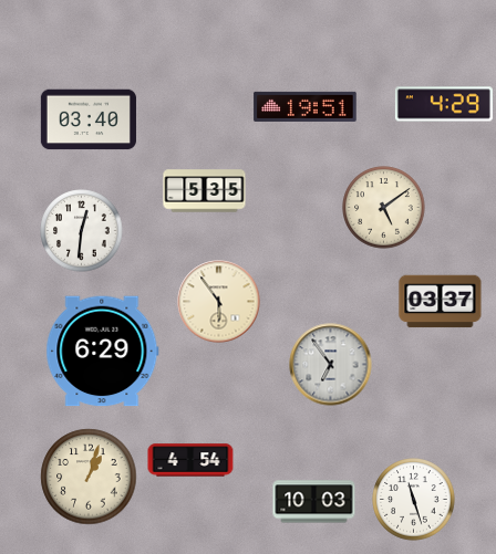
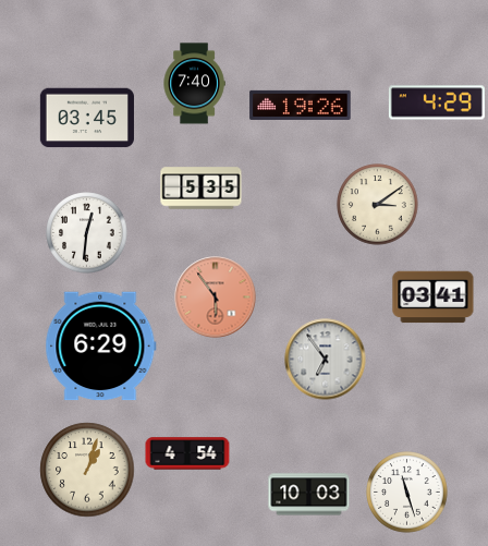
clock at (194, 84): none -> 7:40
clock at (306, 106): 19:51 -> 19:26
clock at (89, 119): 03:40 -> 03:45
clock at (384, 208): 5:09 -> 3:09
clock at (82, 231) position: (82, 231) -> (87, 233)
clock at (219, 302) dial: cream -> salmon
clock at (441, 302): 03:37 -> 03:41
